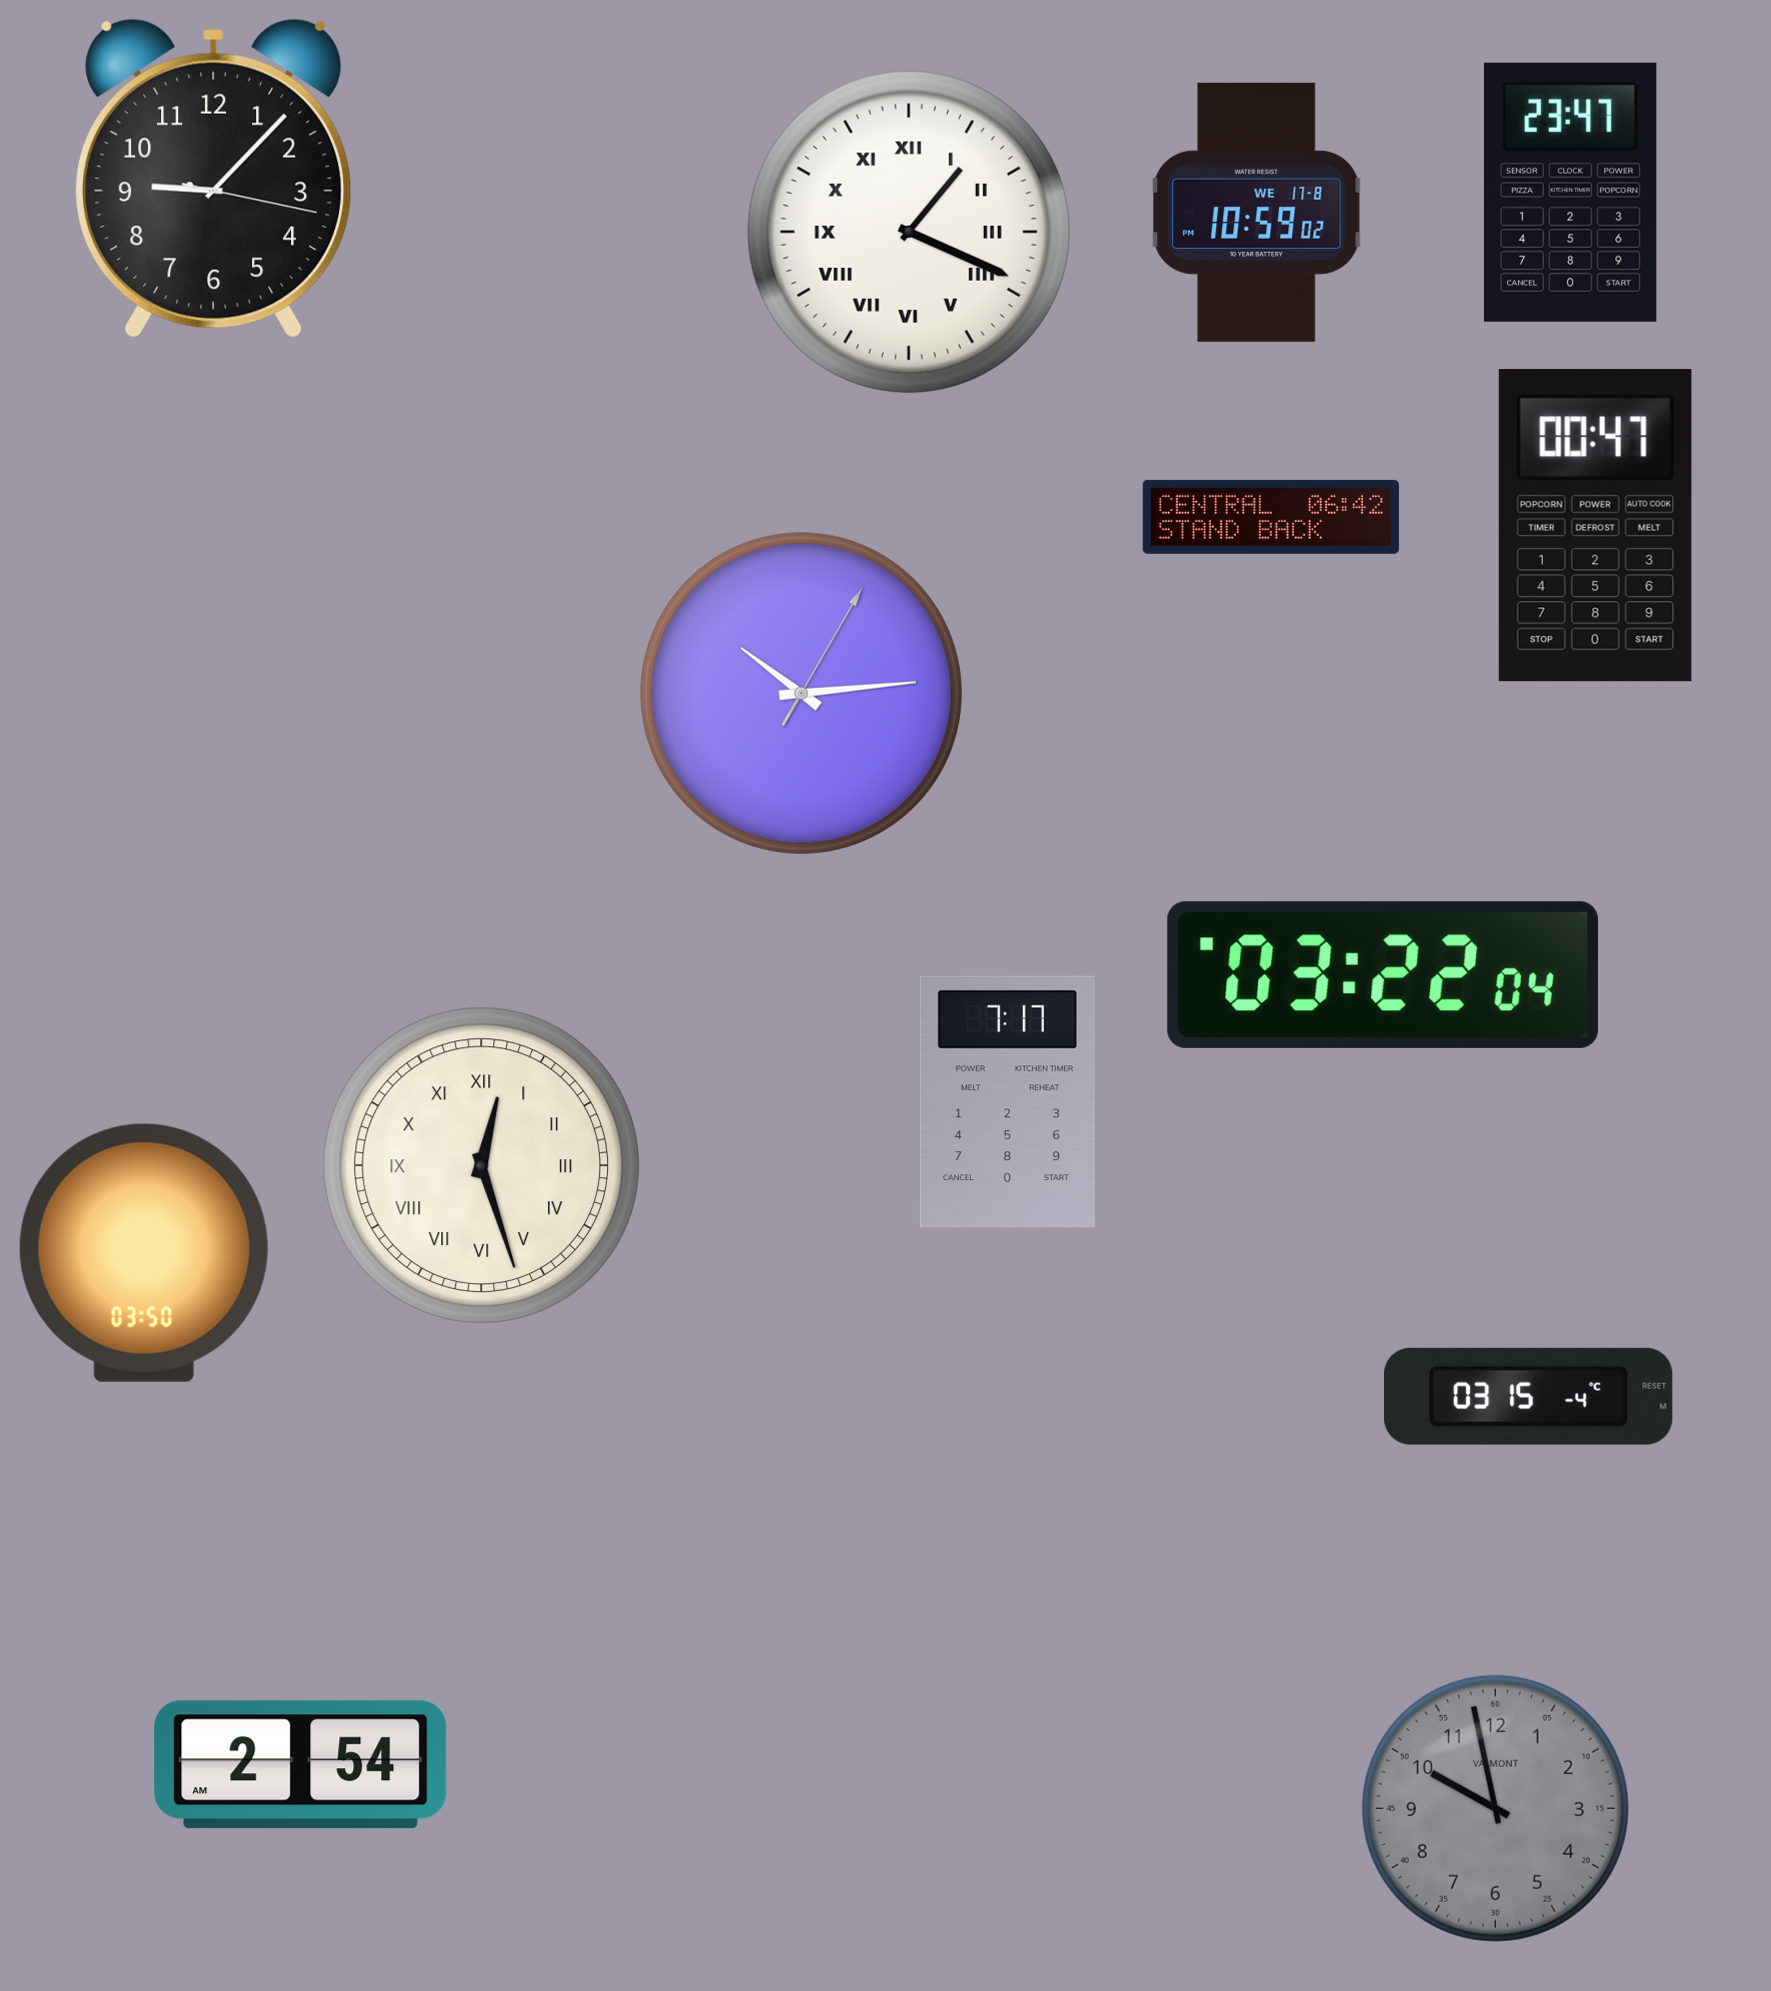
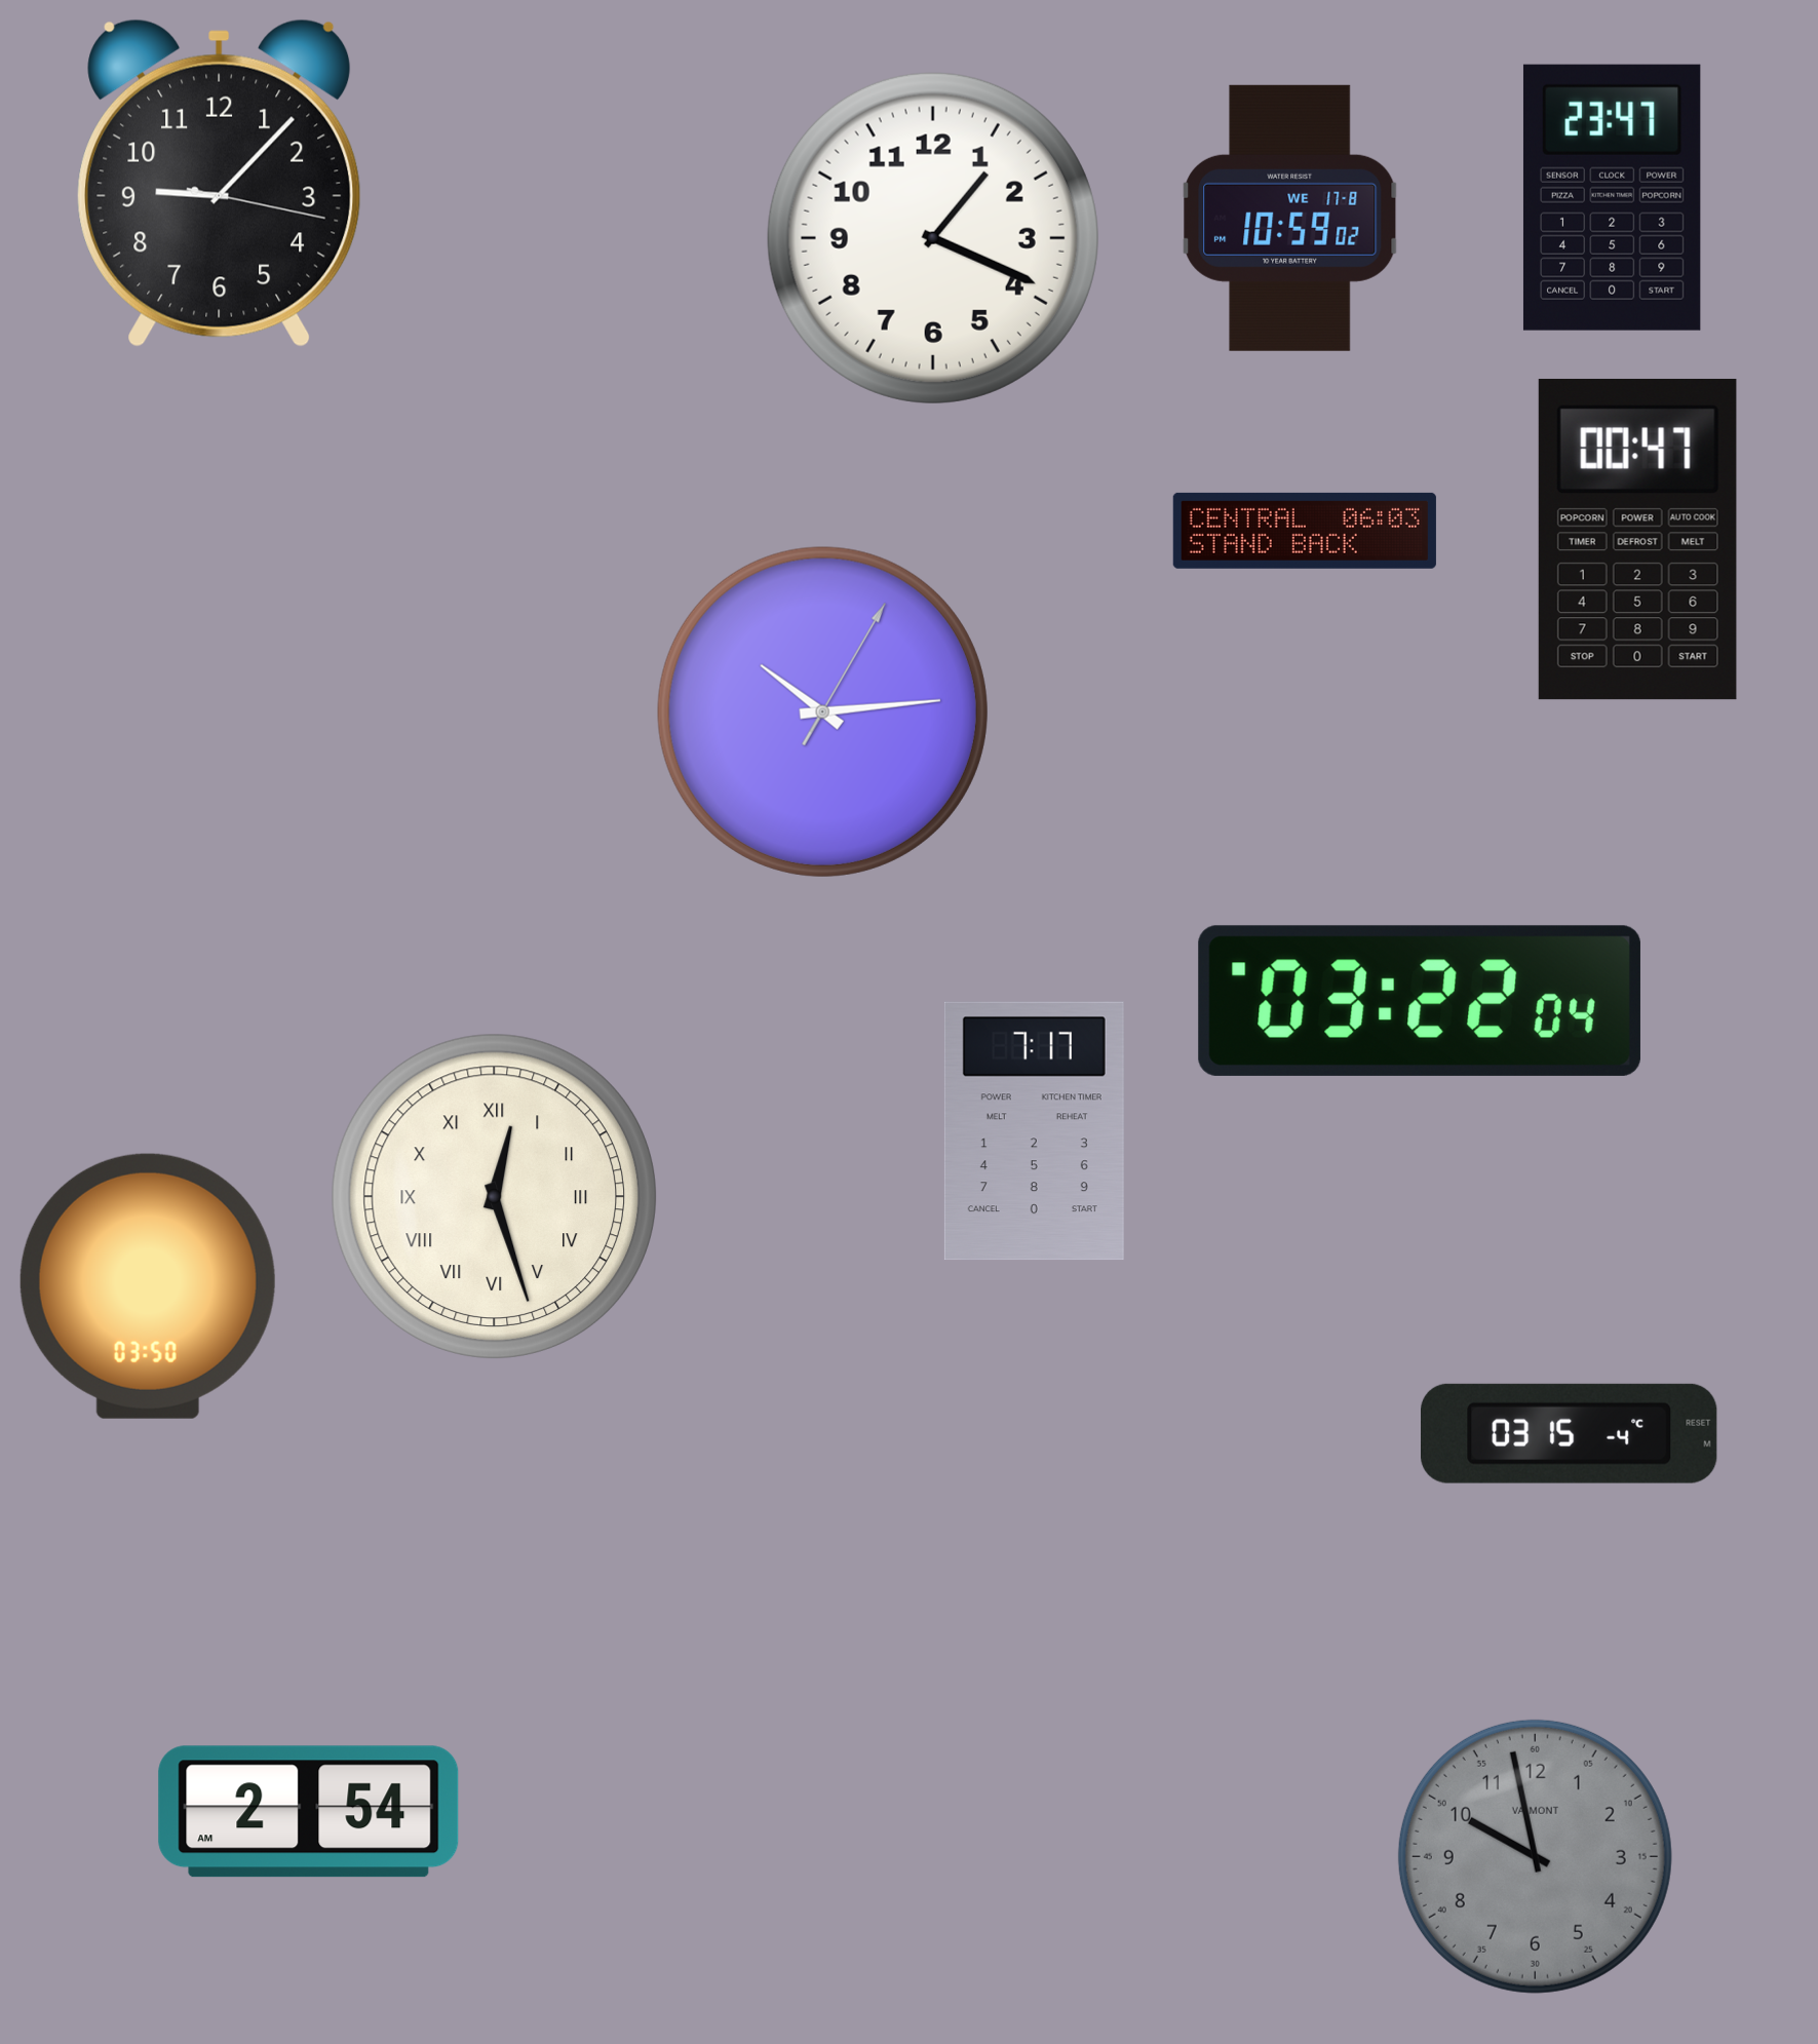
clock at (909, 232) numerals: Roman -> Arabic
clock at (1271, 517): 06:42 -> 06:03
